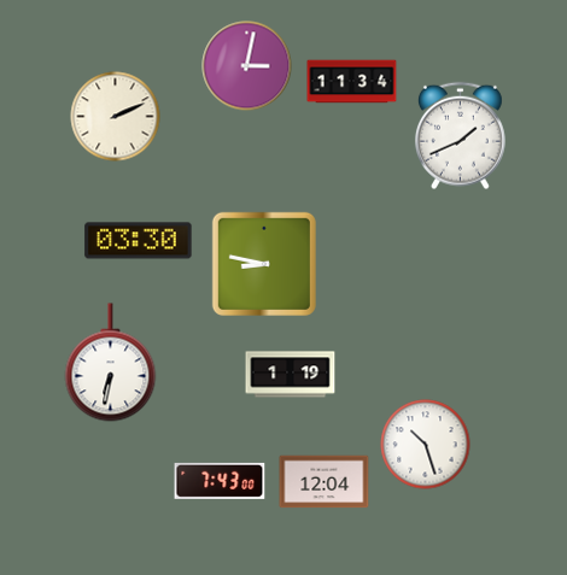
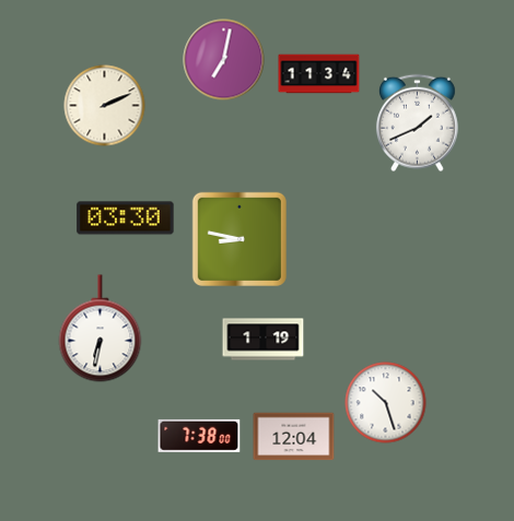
clock at (247, 66): 3:02 -> 7:02
clock at (220, 481): 7:43 -> 7:38
